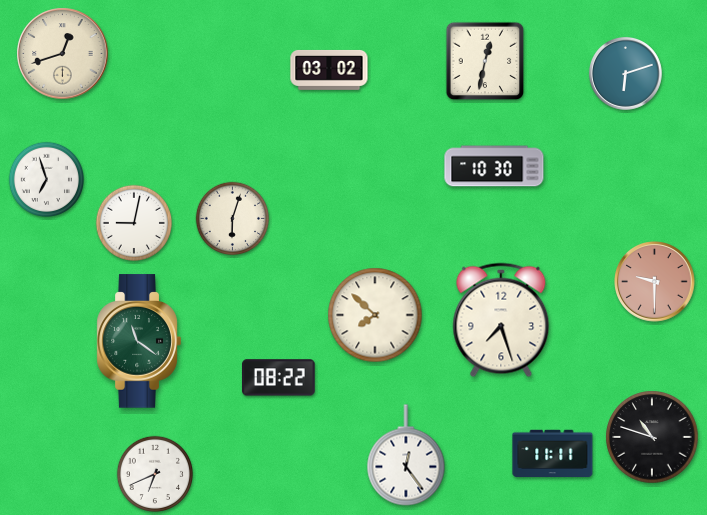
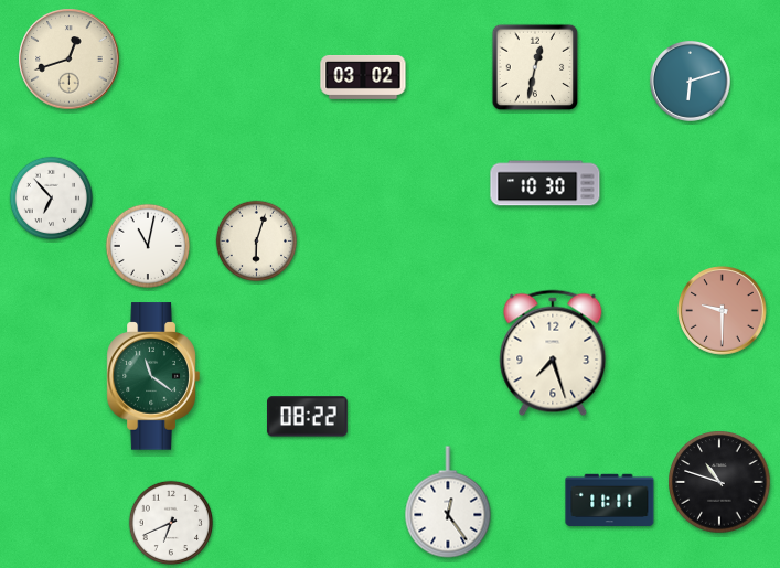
clock at (46, 179): 6:57 -> 6:53
clock at (133, 222): 9:02 -> 11:02
clock at (375, 315): 7:52 -> none
